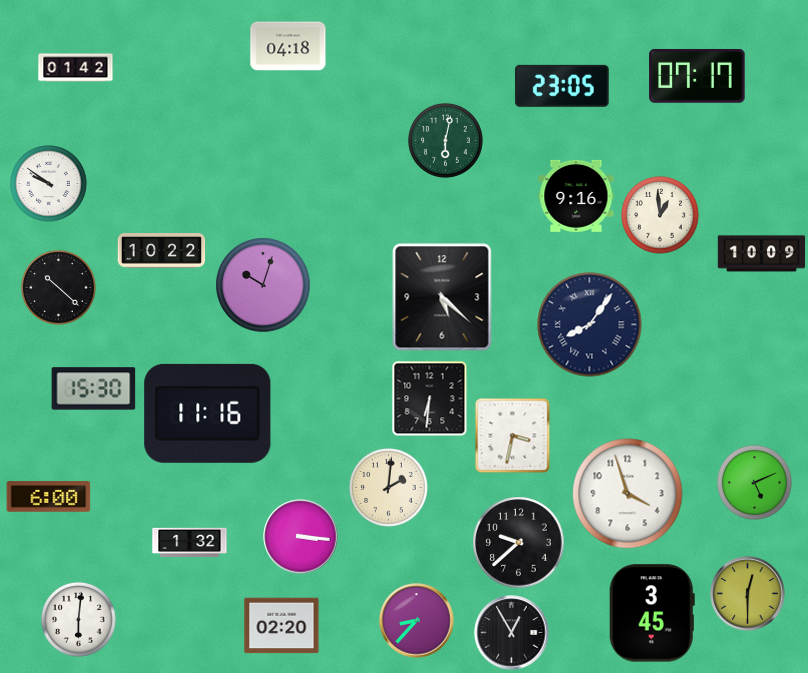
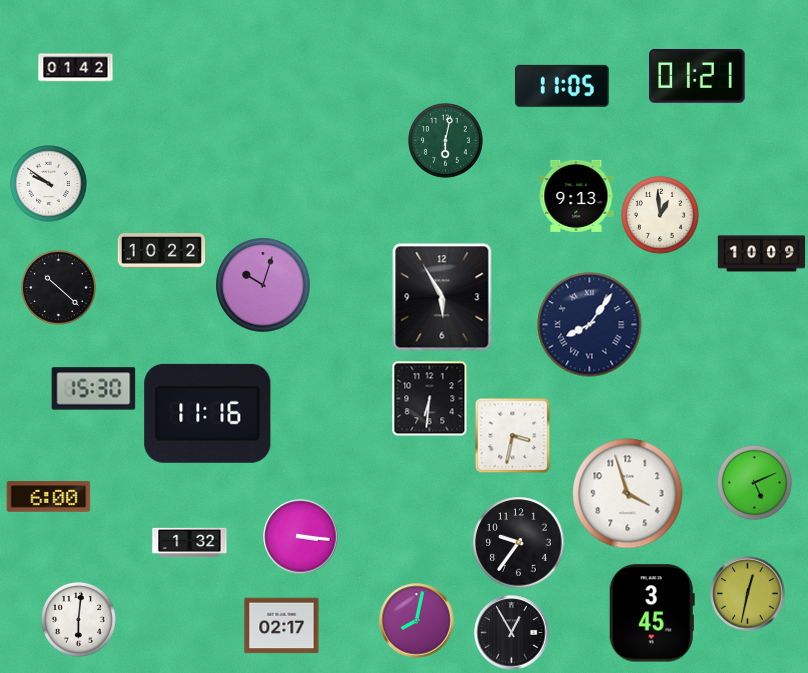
clock at (288, 46): 04:18 -> none
clock at (697, 76): 07:17 -> 01:21
clock at (562, 86): 23:05 -> 11:05
clock at (576, 196): 9:16 -> 9:13
clock at (442, 297): 5:22 -> 5:55
clock at (389, 488): 2:01 -> none
clock at (519, 543): 9:38 -> 9:36
clock at (748, 594): 12:30 -> 12:32
clock at (417, 621): 8:37 -> 8:02
clock at (282, 626): 02:20 -> 02:17
